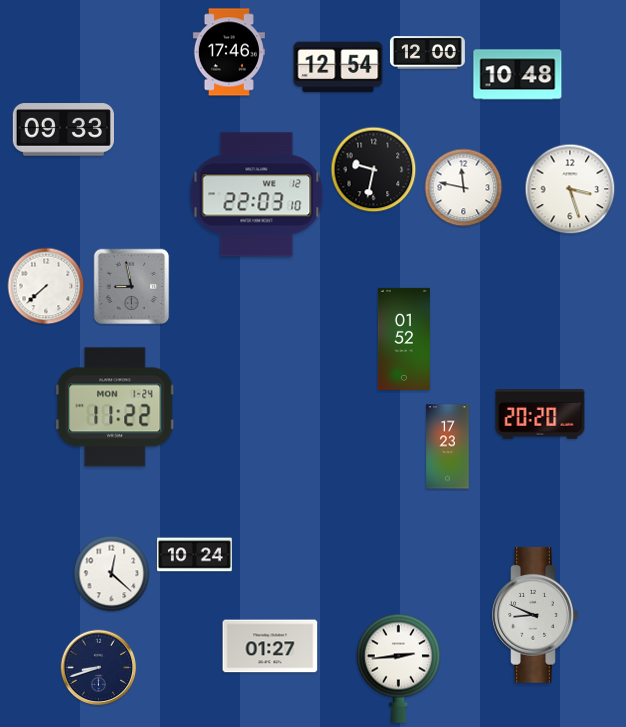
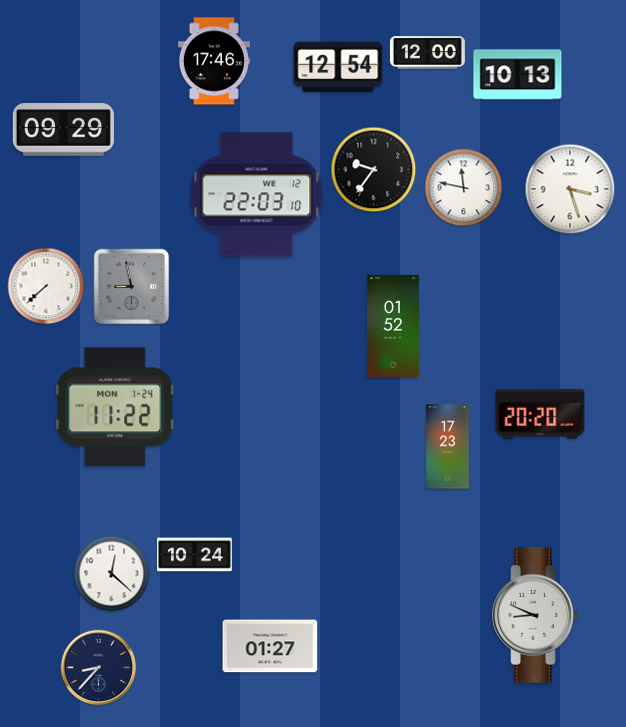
clock at (229, 52) position: (229, 52) -> (214, 61)
clock at (518, 75): 10:48 -> 10:13
clock at (63, 130): 09:33 -> 09:29
clock at (374, 170): 9:32 -> 9:36
clock at (404, 339) position: (404, 339) -> (393, 326)
clock at (99, 668): 8:42 -> 8:37
clock at (399, 668): 2:44 -> none
